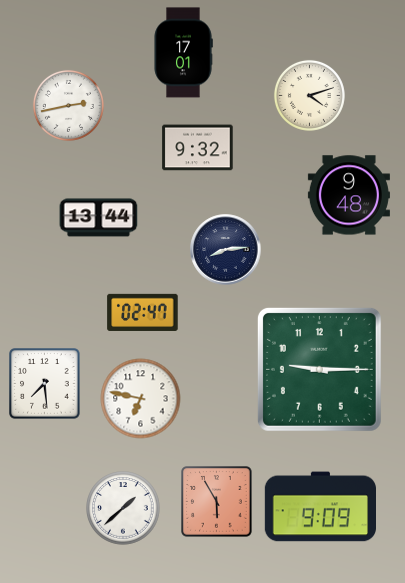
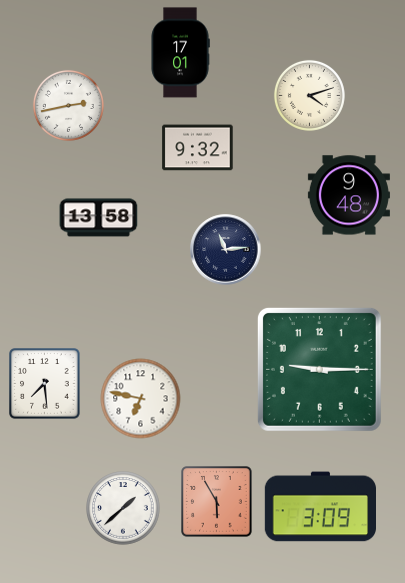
clock at (183, 53) position: (183, 53) -> (180, 53)
clock at (99, 218): 13:44 -> 13:58
clock at (226, 250): 8:14 -> 11:14
clock at (143, 312): 02:47 -> none
clock at (320, 507): 9:09 -> 3:09
